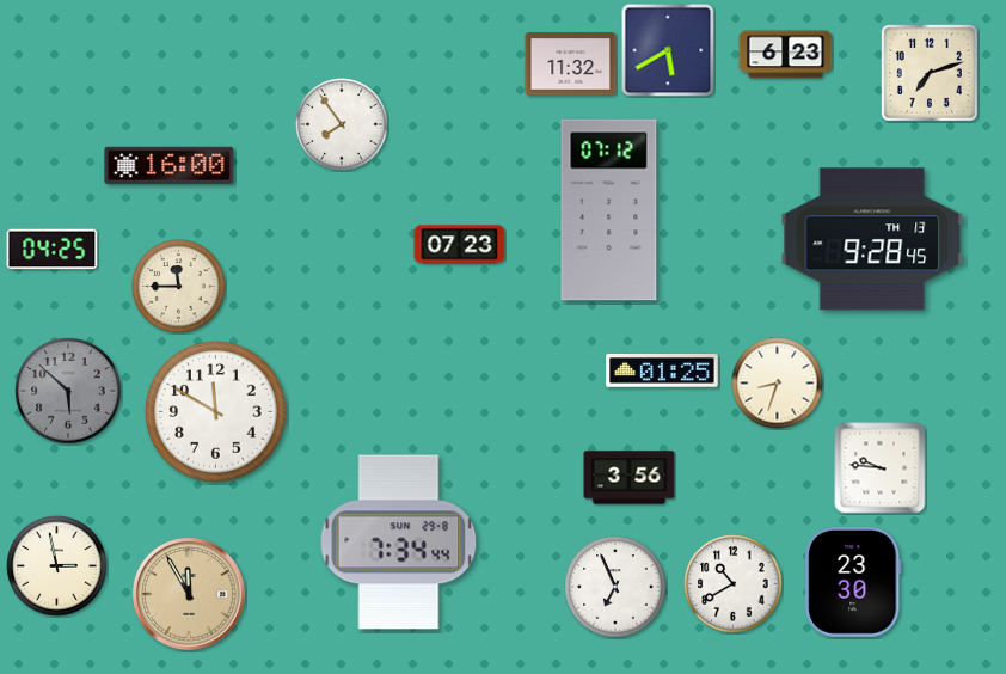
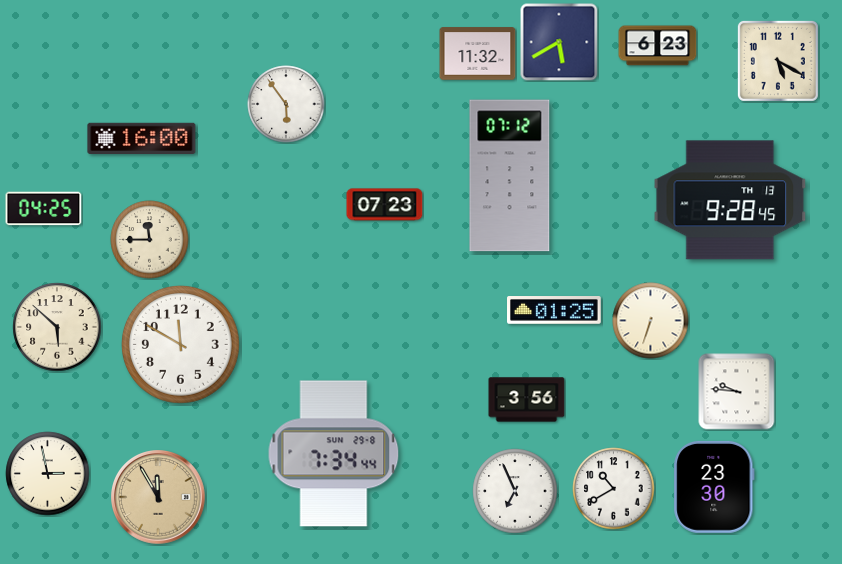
clock at (930, 73): 7:12 -> 5:20
clock at (342, 124): 7:54 -> 5:54
clock at (778, 384): 8:33 -> 6:33
clock at (68, 391) dial: grey -> cream
